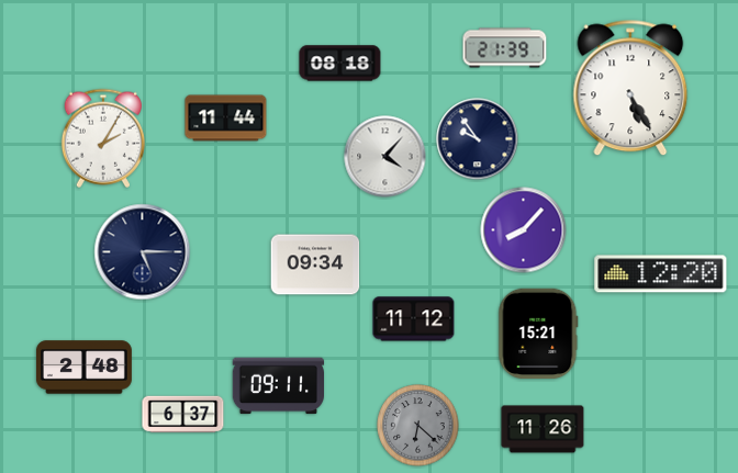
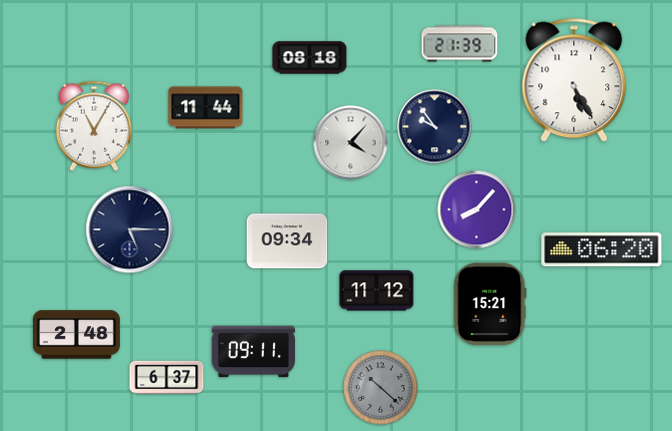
clock at (103, 138): 2:05 -> 11:05
clock at (661, 274): 12:20 -> 06:20
clock at (418, 426): 6:22 -> 10:22
clock at (543, 429): 11:26 -> none
